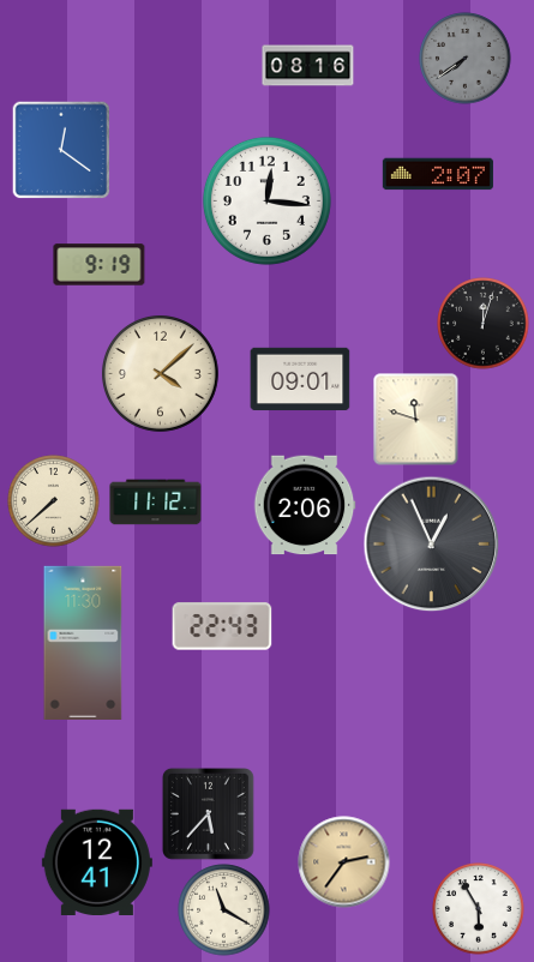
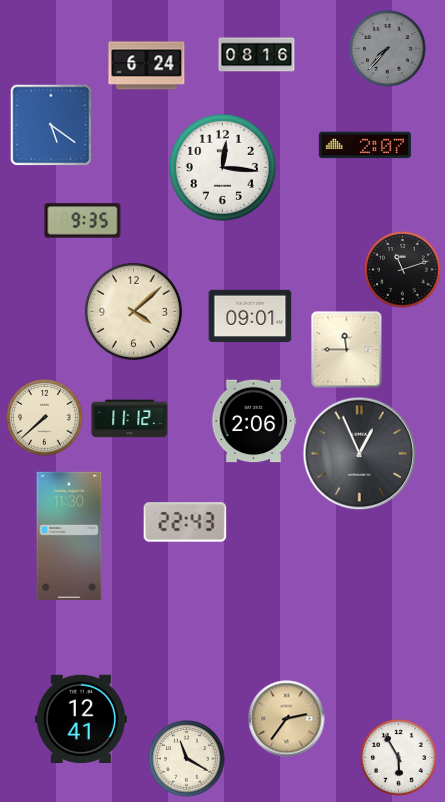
clock at (466, 59): 7:39 -> 7:37
clock at (147, 66): none -> 6:24
clock at (61, 150): 12:21 -> 5:21
clock at (100, 265): 9:19 -> 9:35
clock at (484, 324): 12:03 -> 11:12
clock at (416, 420): 11:48 -> 11:45
clock at (208, 813): 5:37 -> none
